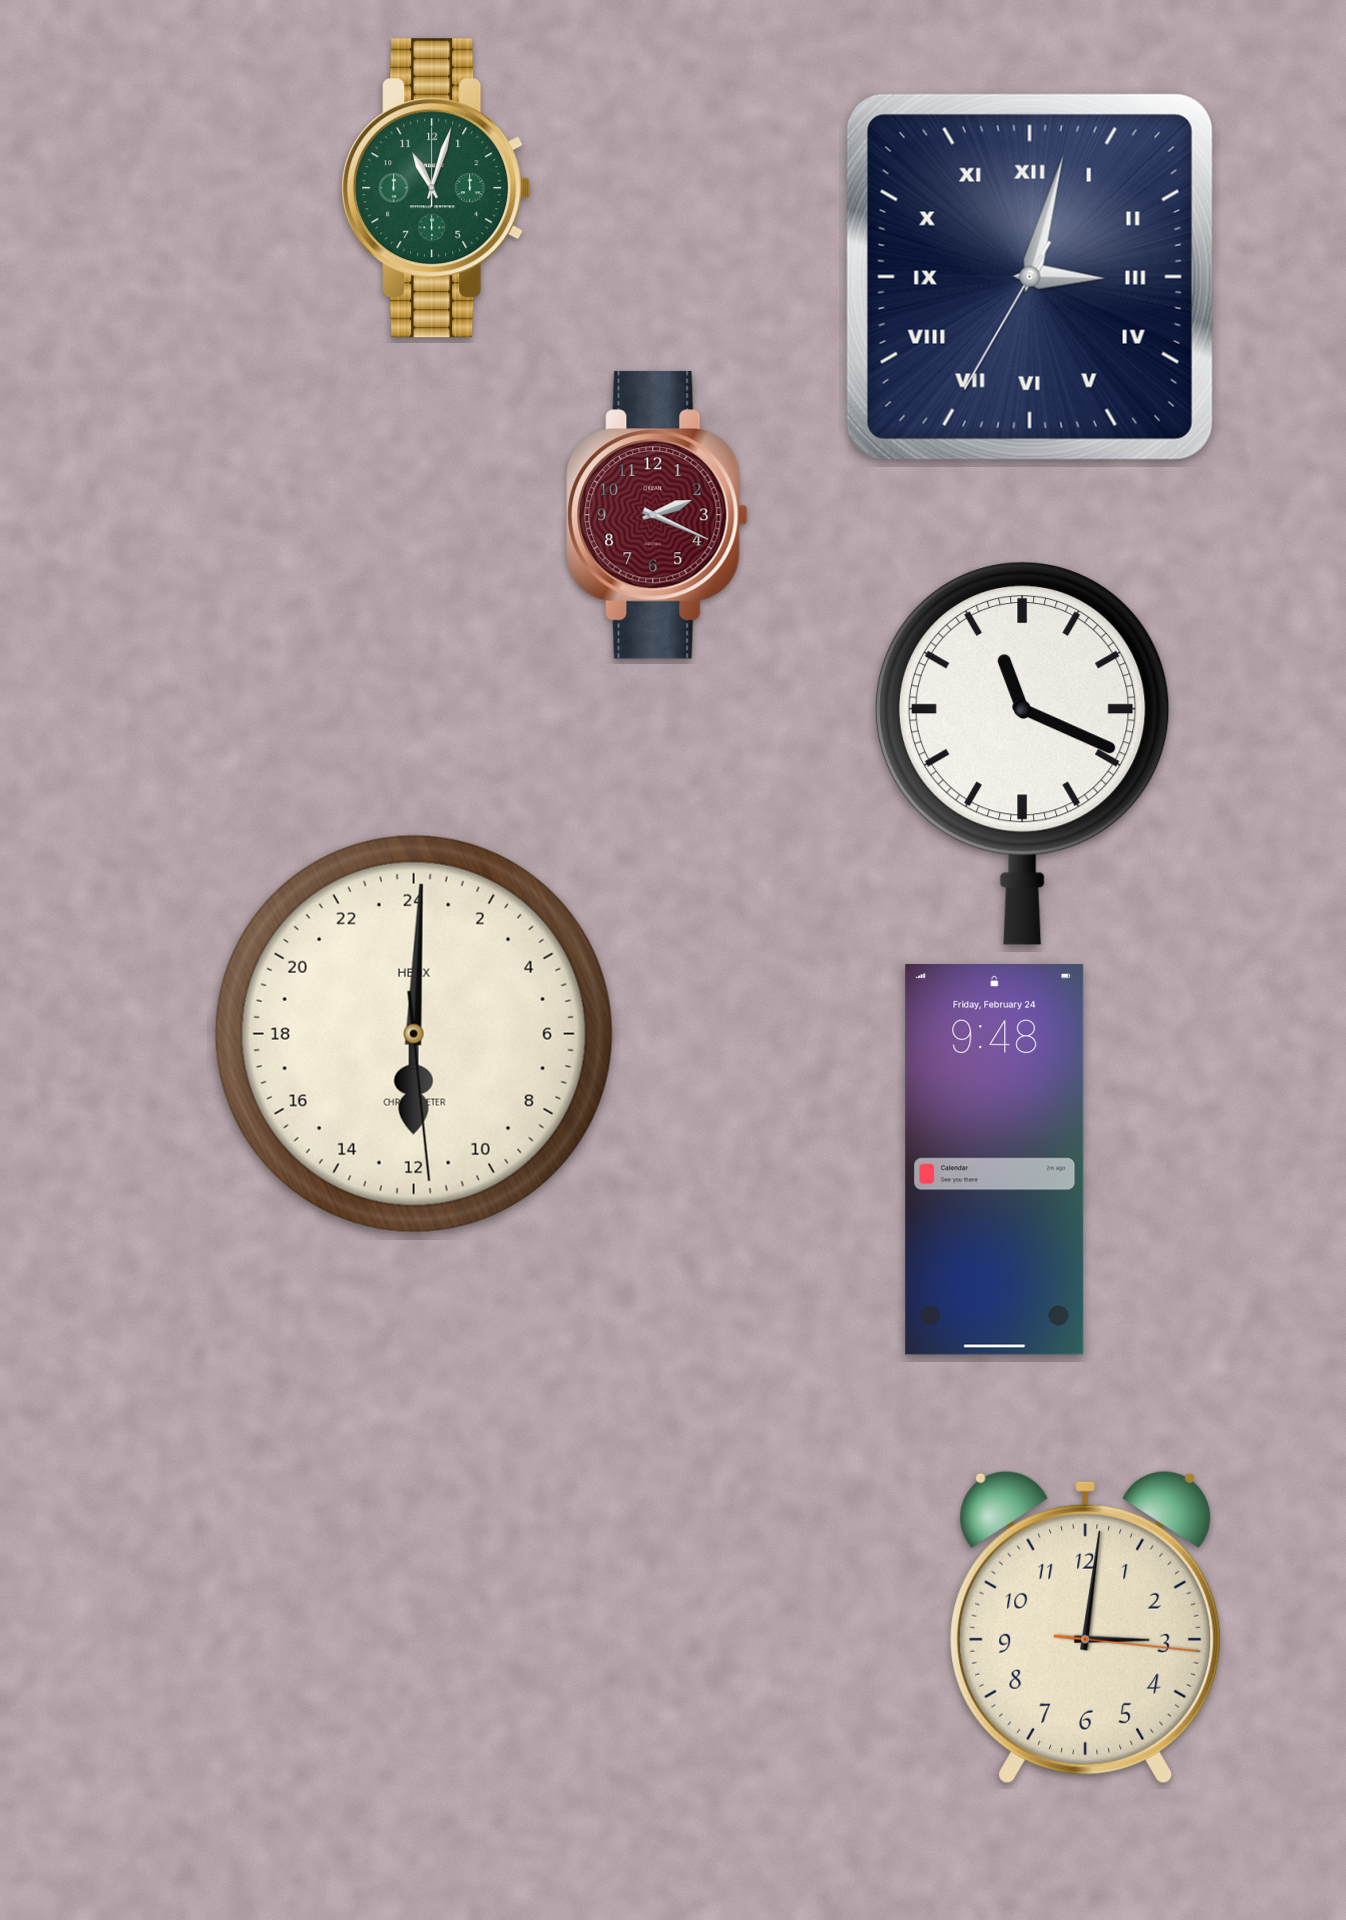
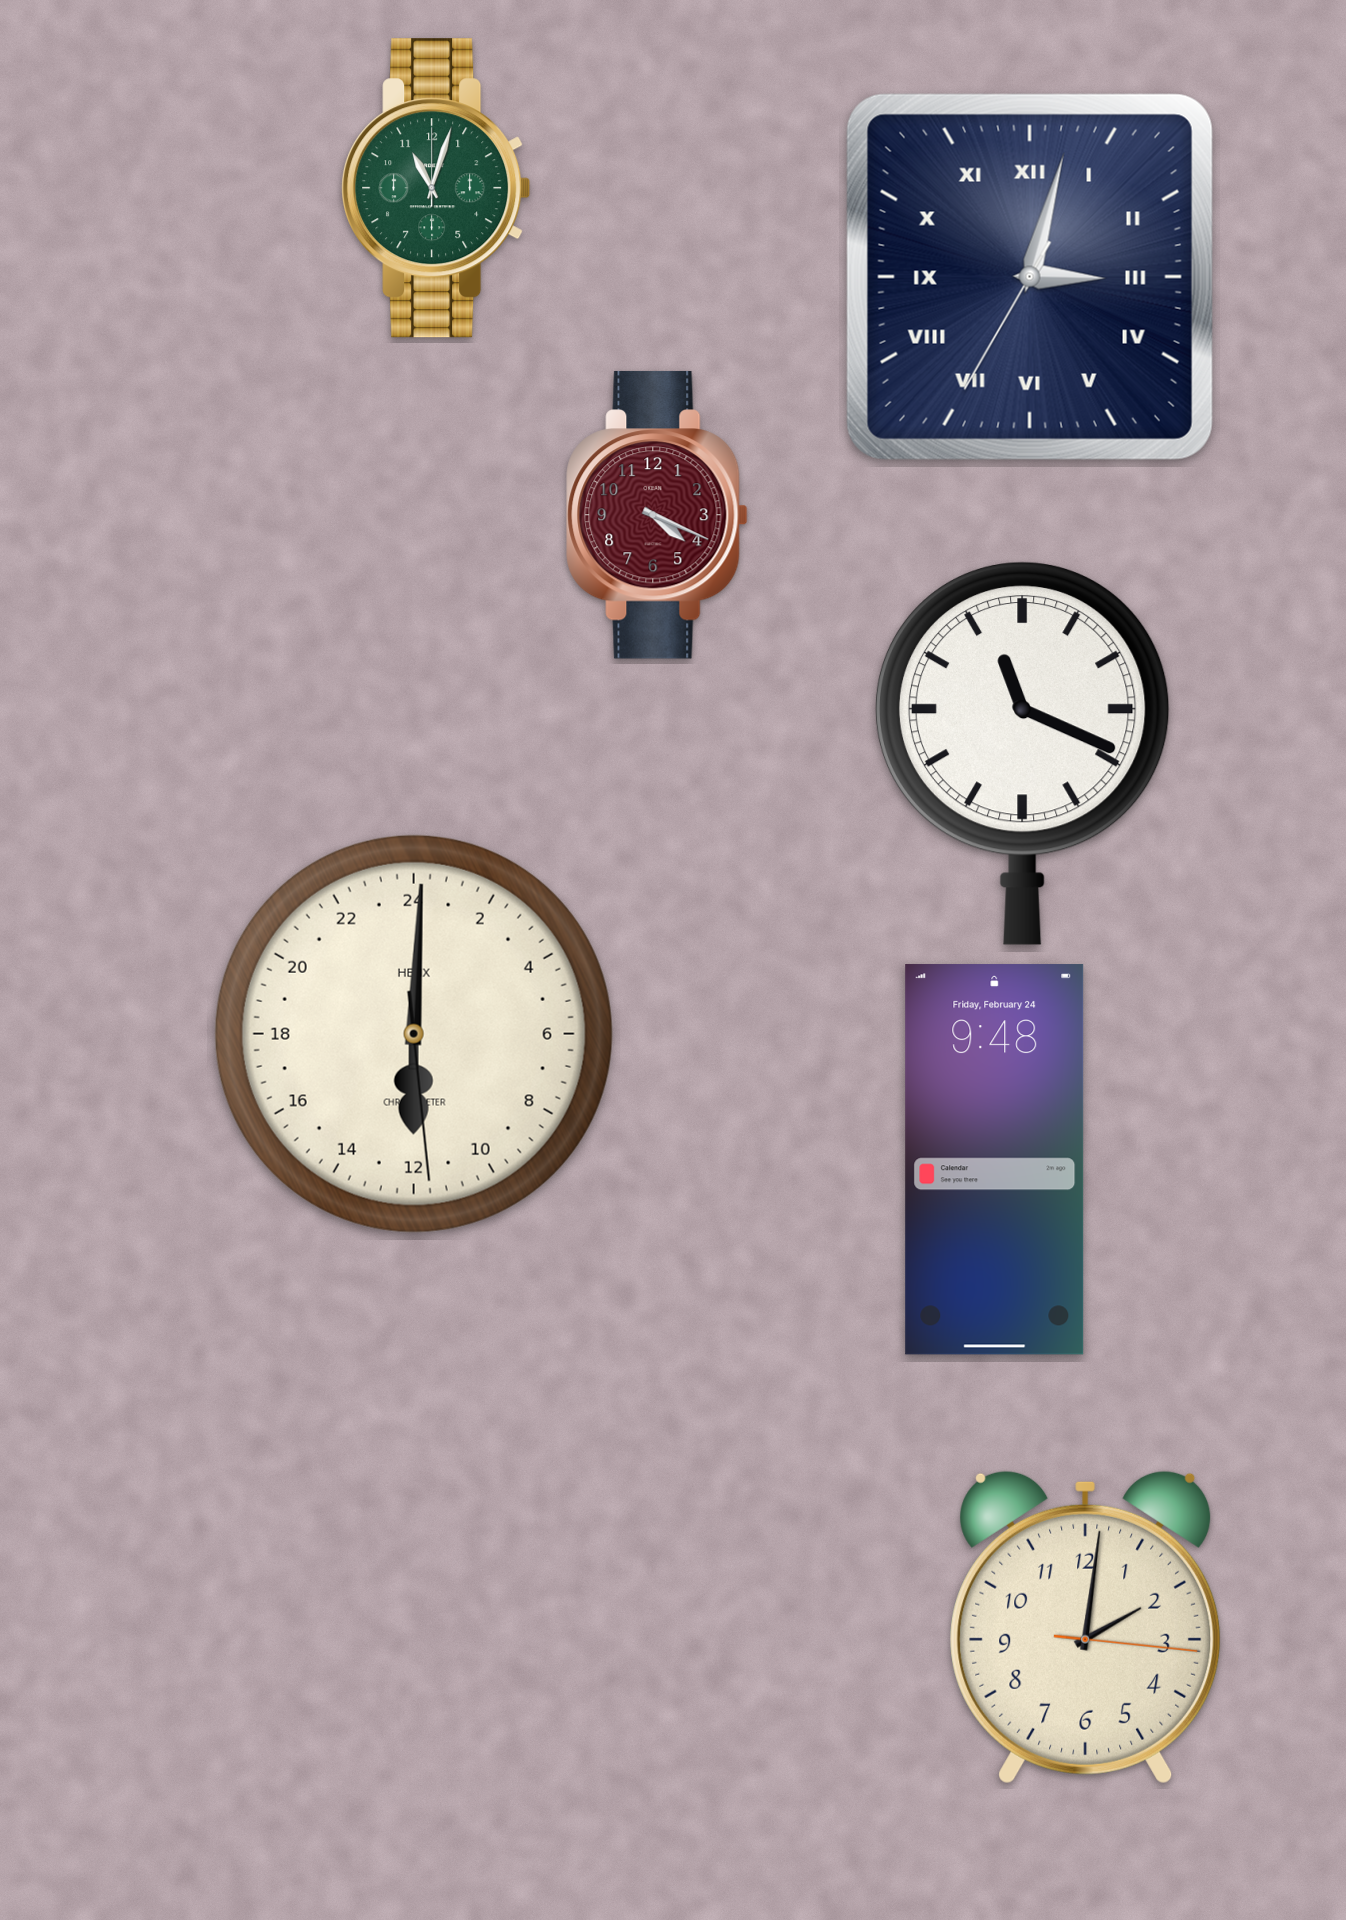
clock at (657, 515): 2:19 -> 4:19
clock at (1086, 1627): 3:01 -> 2:01
